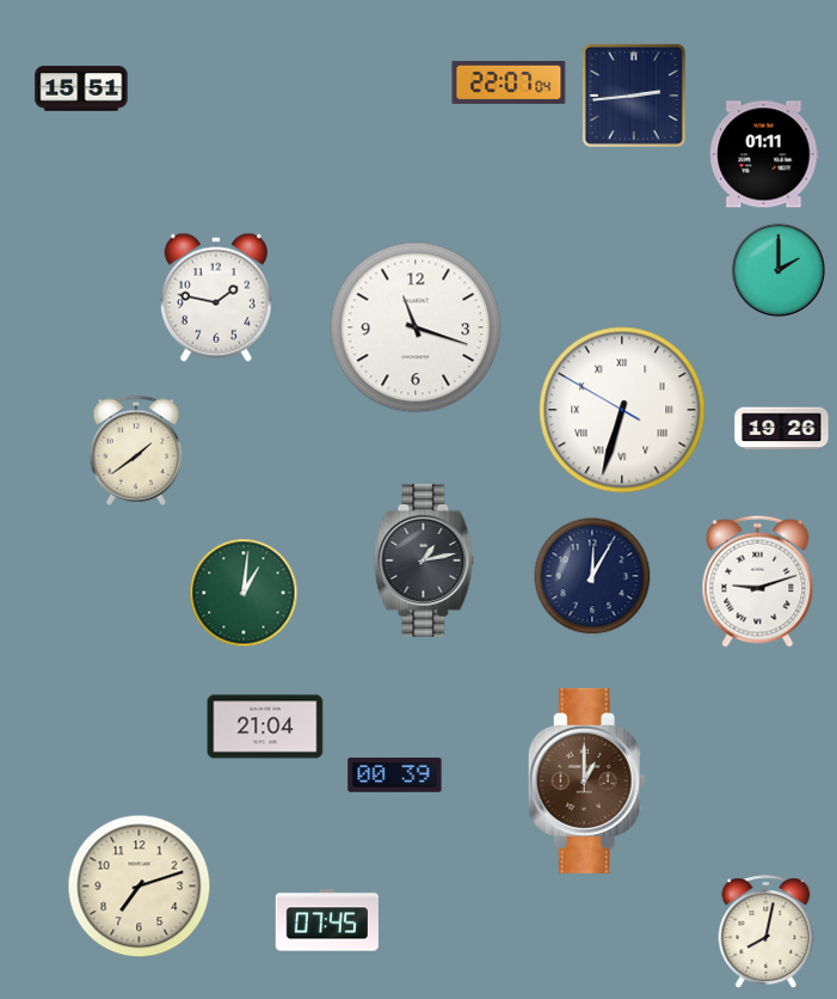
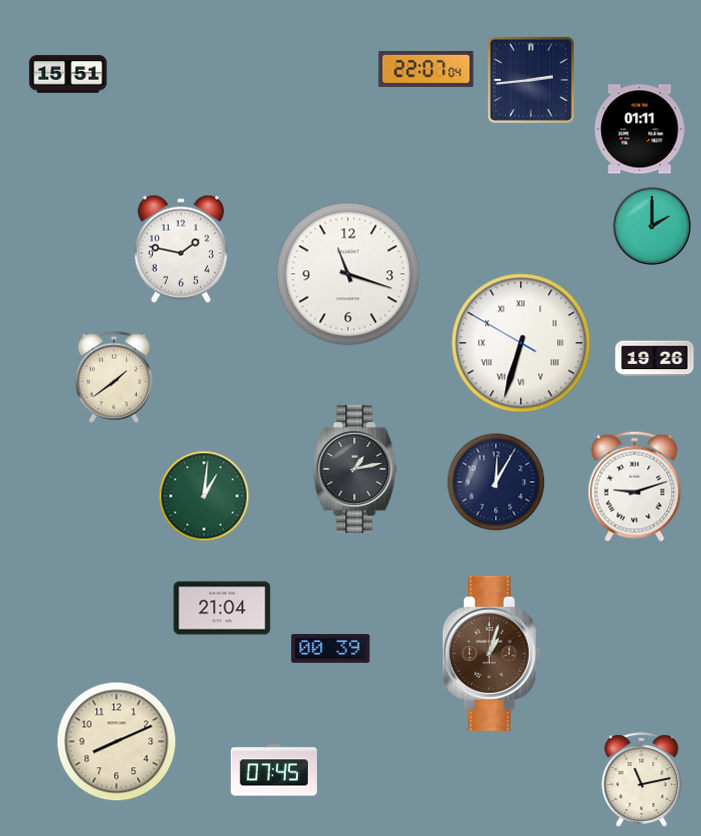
clock at (586, 780): 1:00 -> 1:03
clock at (140, 887): 7:12 -> 8:11
clock at (767, 932): 8:02 -> 11:13
